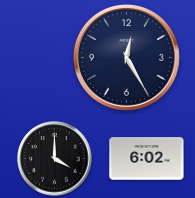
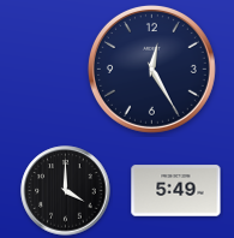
clock at (147, 159): 6:02 -> 5:49
